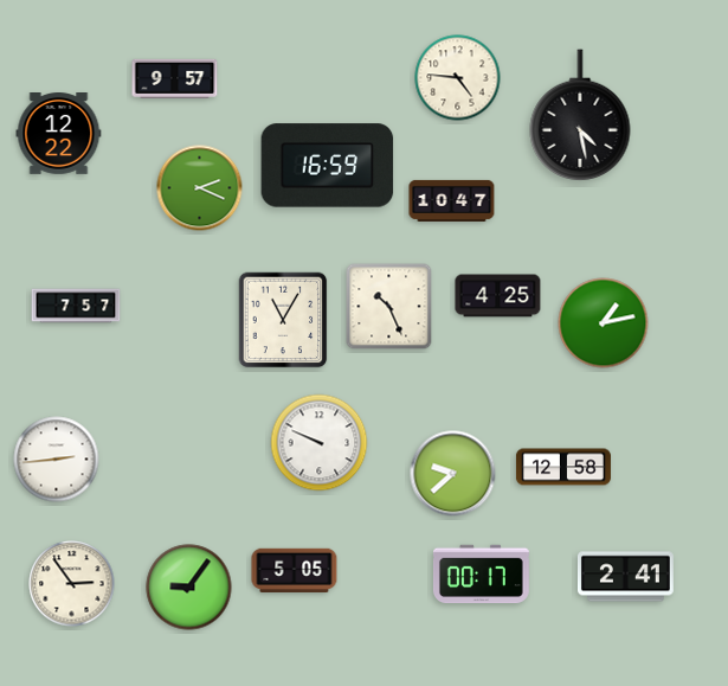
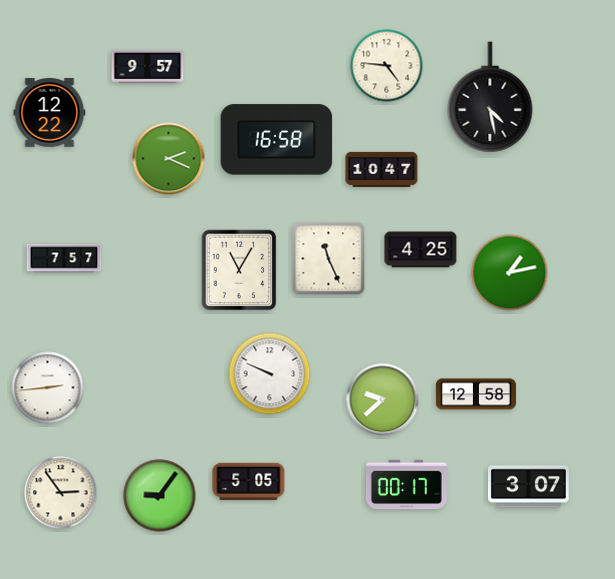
clock at (328, 166): 16:59 -> 16:58
clock at (389, 307): 10:26 -> 11:26
clock at (625, 577): 2:41 -> 3:07
